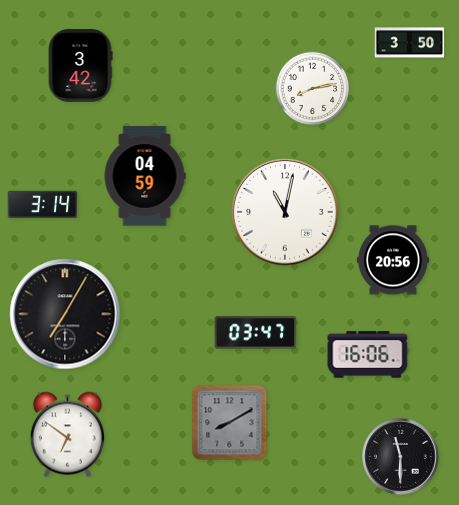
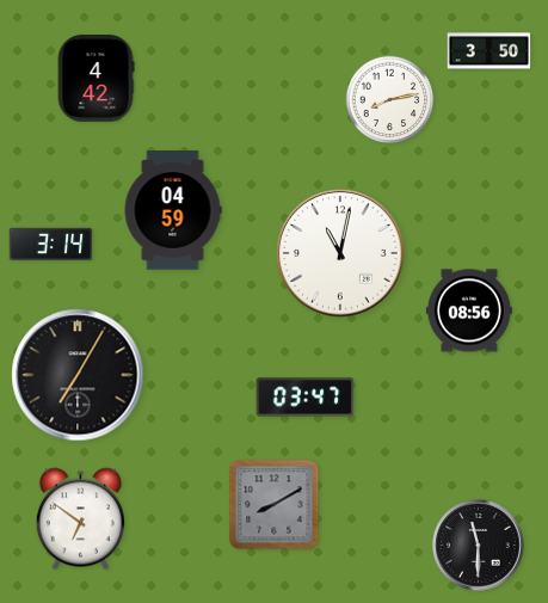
clock at (80, 66): 3:42 -> 4:42
clock at (313, 89) position: (313, 89) -> (390, 100)
clock at (393, 260): 20:56 -> 08:56
clock at (368, 355): 16:06 -> none
